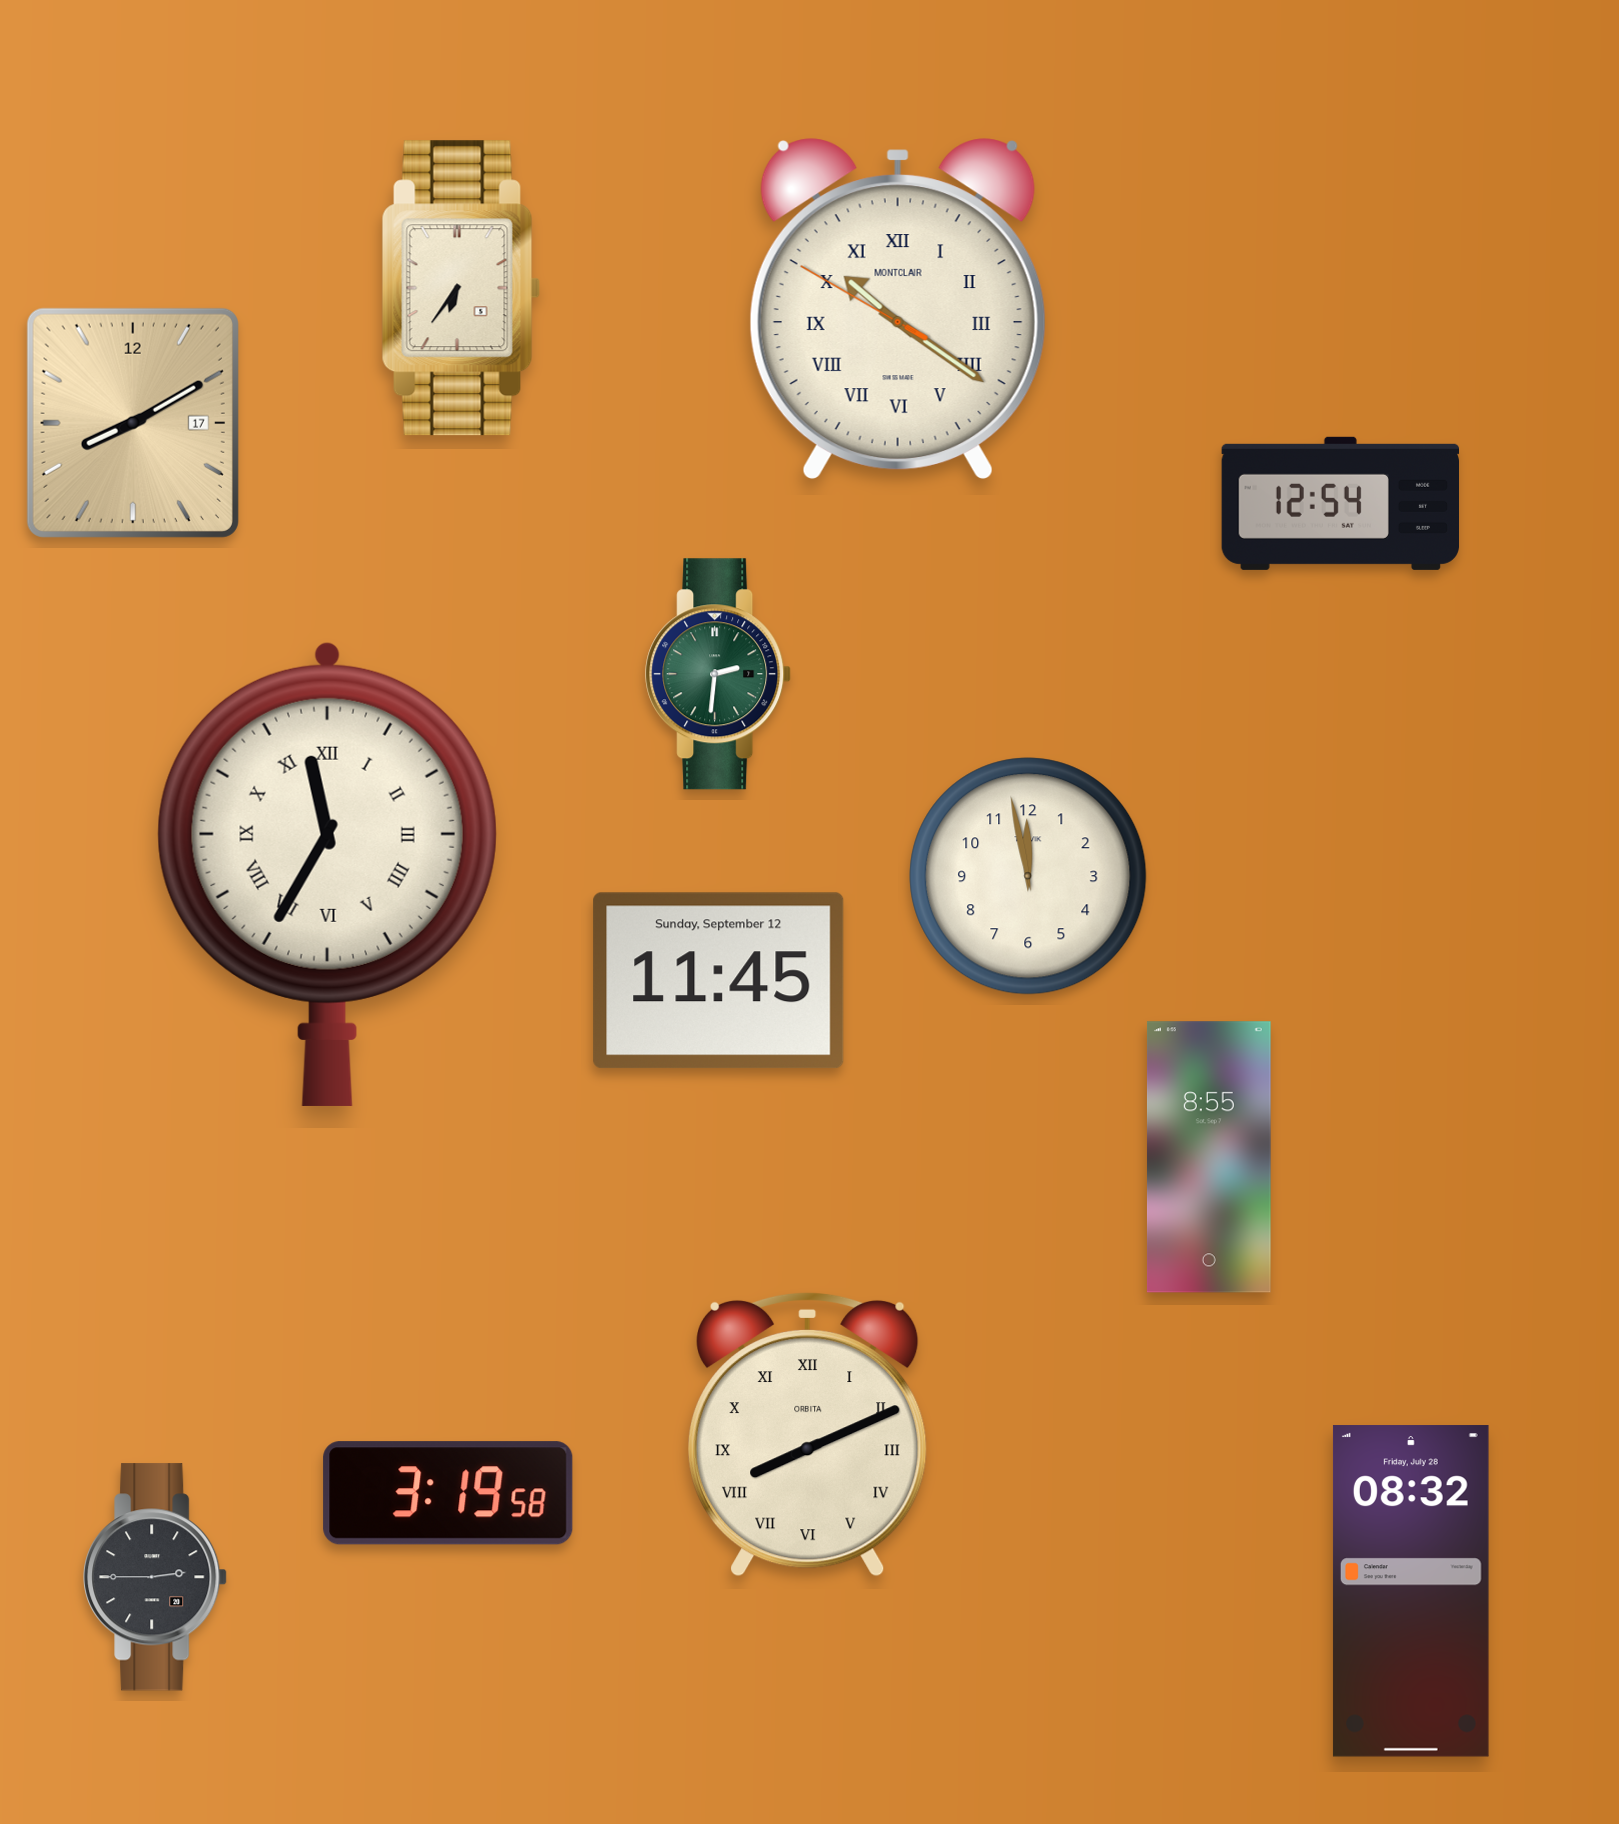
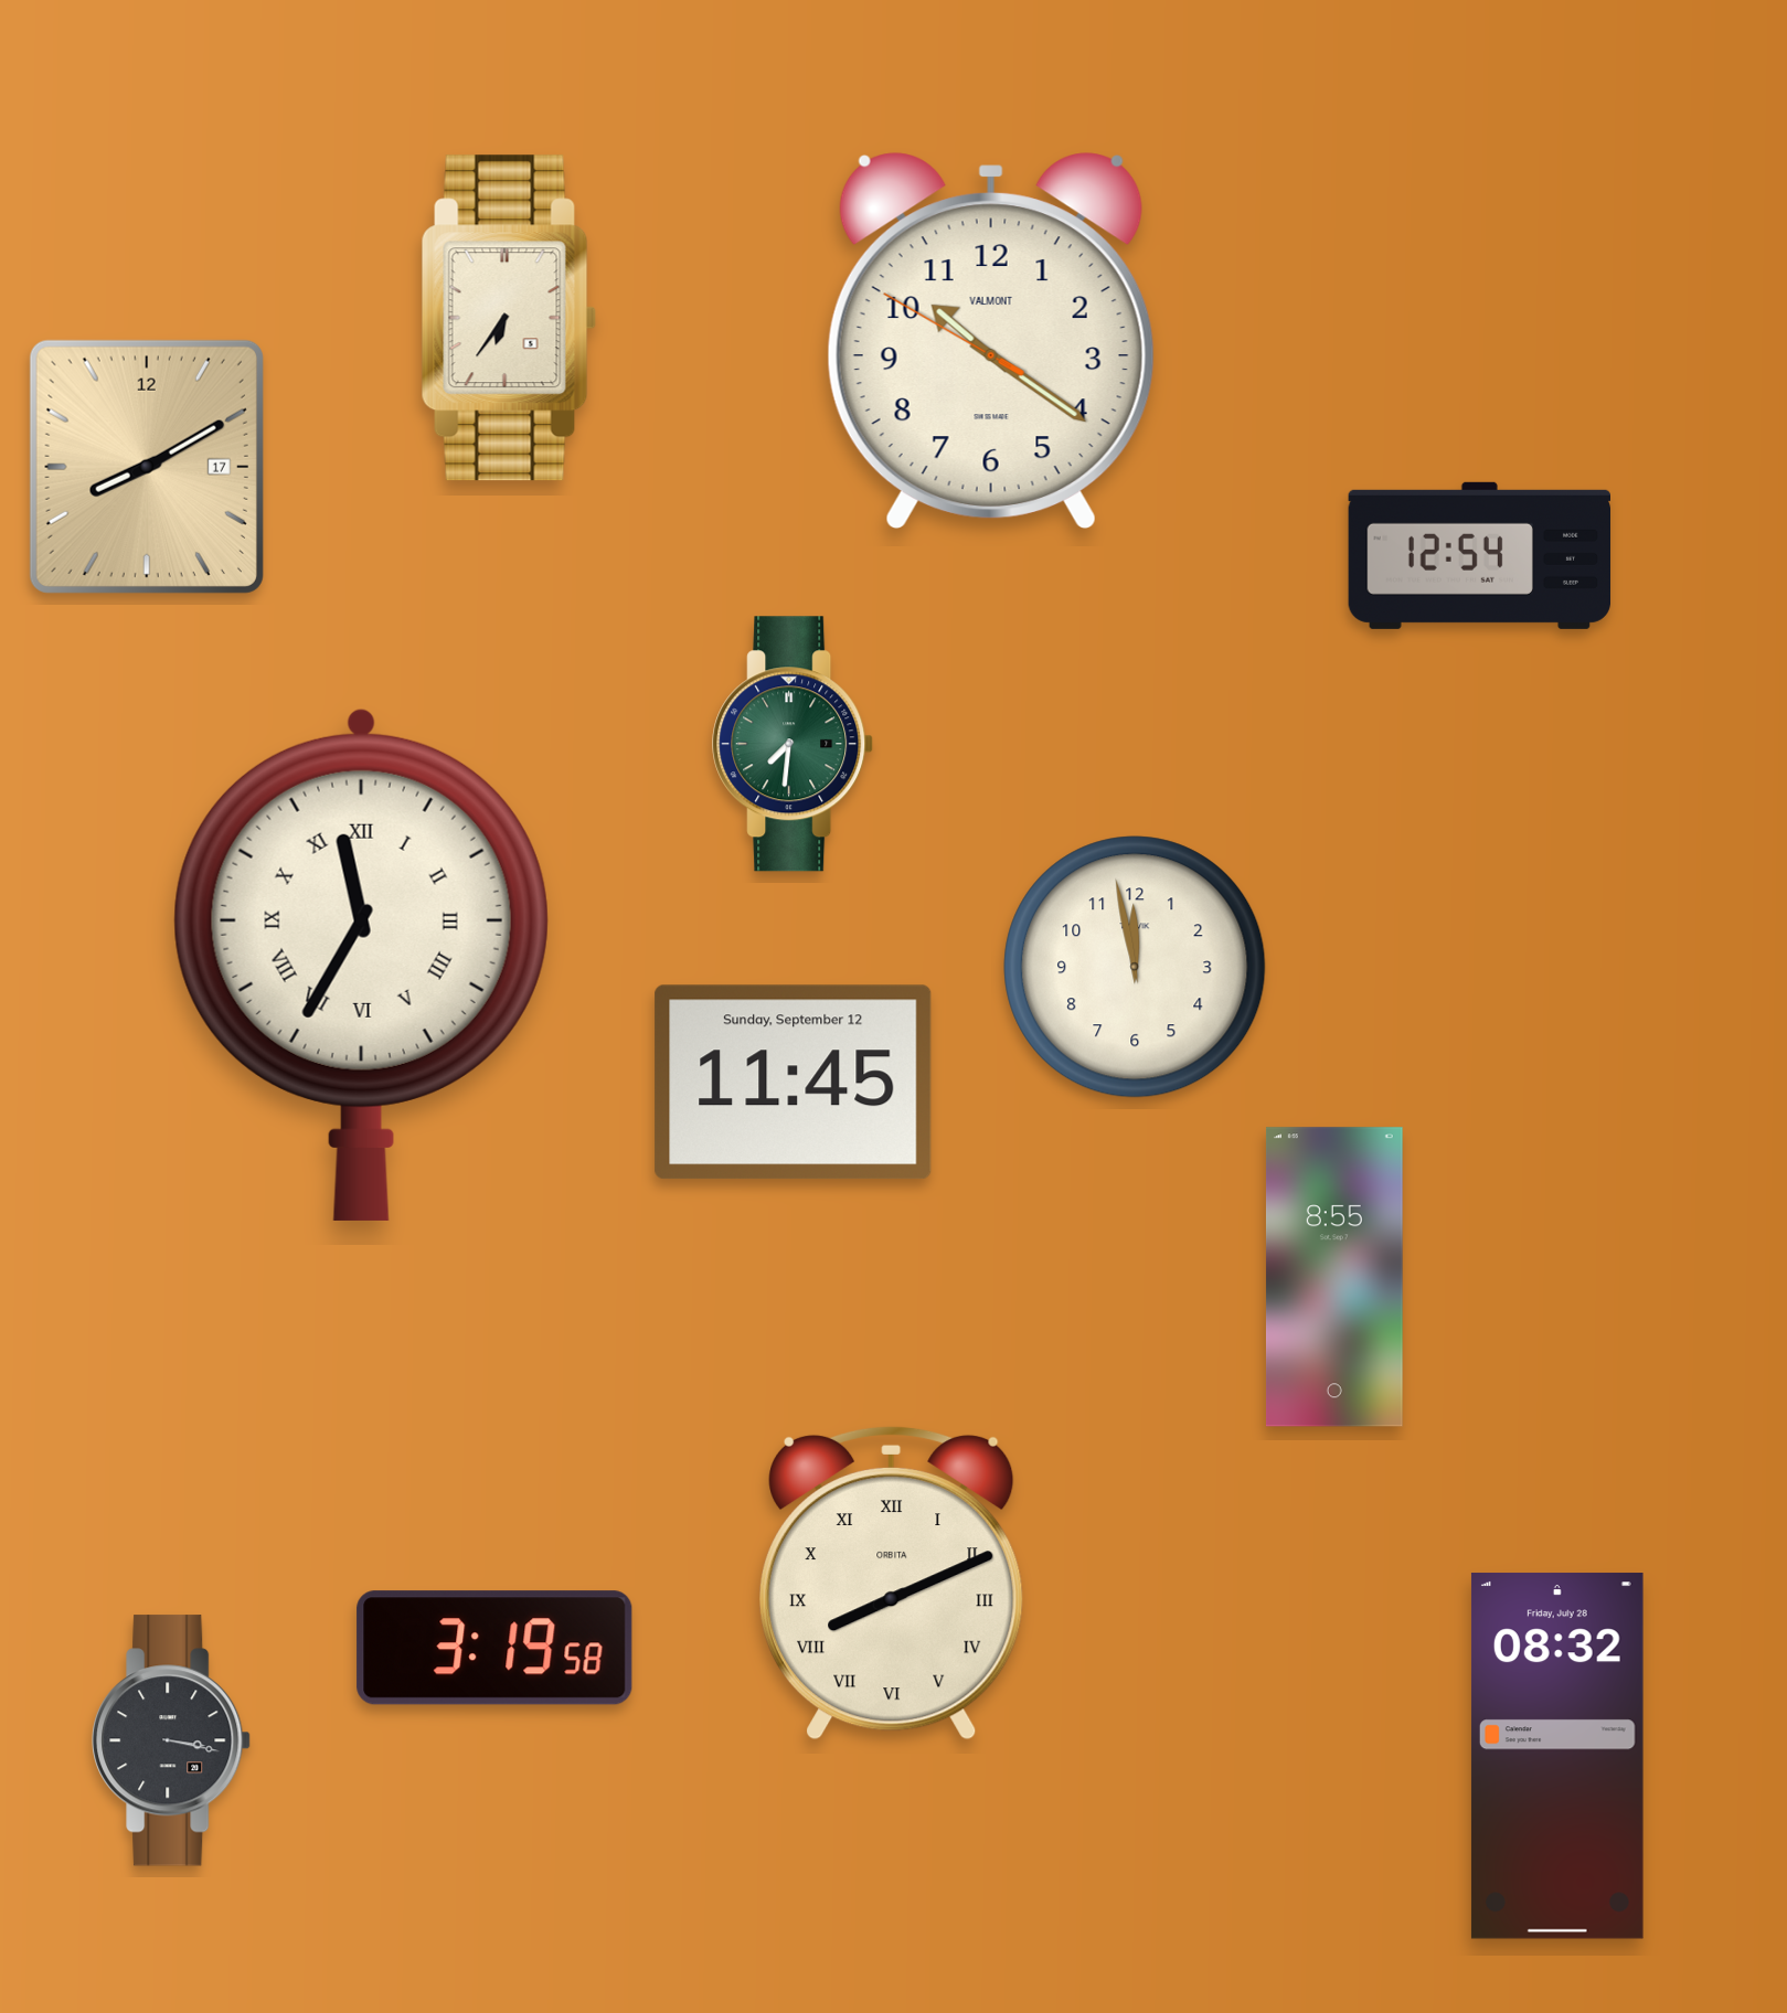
clock at (898, 309) numerals: Roman -> Arabic
clock at (898, 309) brand: MONTCLAIR -> VALMONT
clock at (719, 674): 2:31 -> 7:31
clock at (155, 1577): 2:45 -> 3:17
